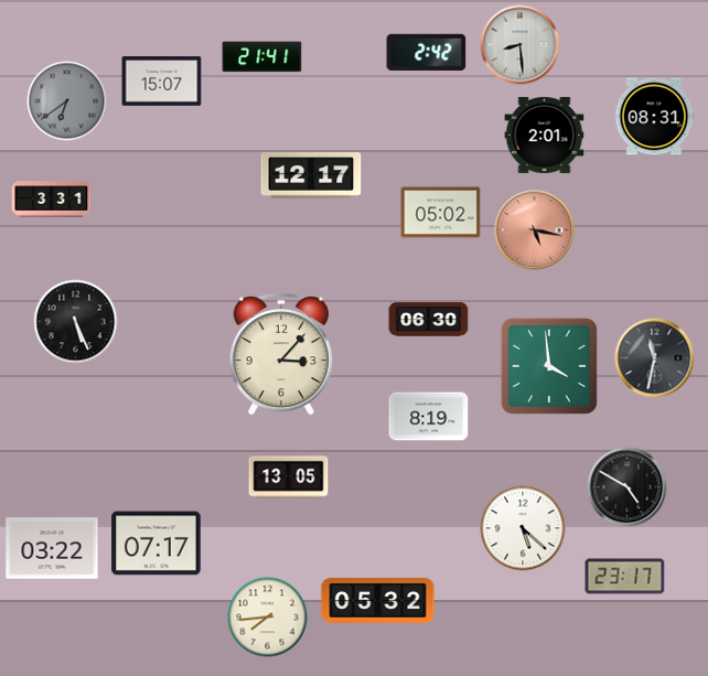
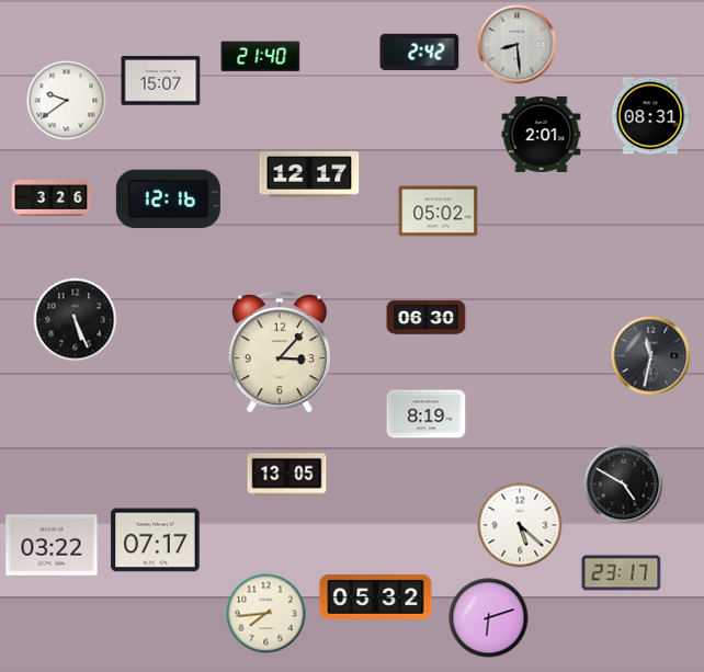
clock at (427, 52) position: (427, 52) -> (420, 52)
clock at (262, 57): 21:41 -> 21:40
clock at (67, 101): 6:39 -> 9:39
clock at (67, 101) dial: grey -> white
clock at (52, 200): 3:31 -> 3:26
clock at (168, 200): none -> 12:16
clock at (535, 230): 5:17 -> none
clock at (549, 366): 3:59 -> none
clock at (489, 618): none -> 6:12
